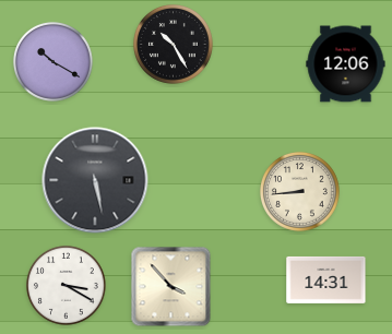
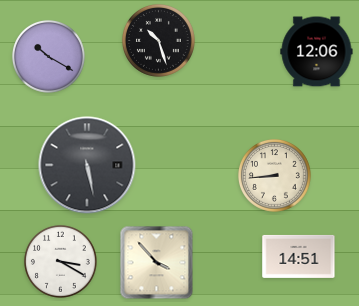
clock at (174, 45): 10:25 -> 10:27
clock at (346, 64) position: (346, 64) -> (317, 52)
clock at (326, 279): 14:31 -> 14:51
